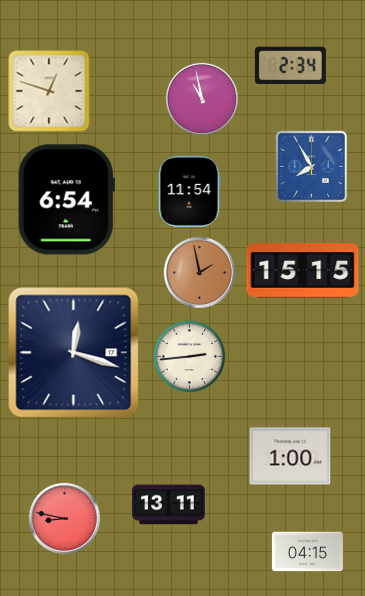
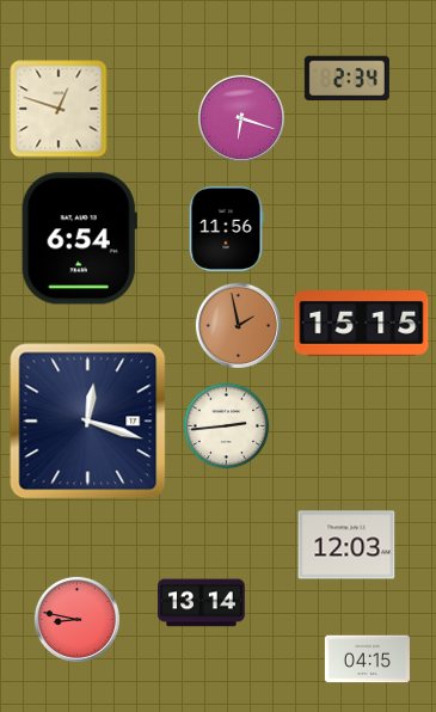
clock at (202, 99): 10:58 -> 6:18
clock at (311, 166): 7:55 -> none
clock at (189, 191): 11:54 -> 11:56
clock at (290, 456): 1:00 -> 12:03
clock at (169, 505): 13:11 -> 13:14
